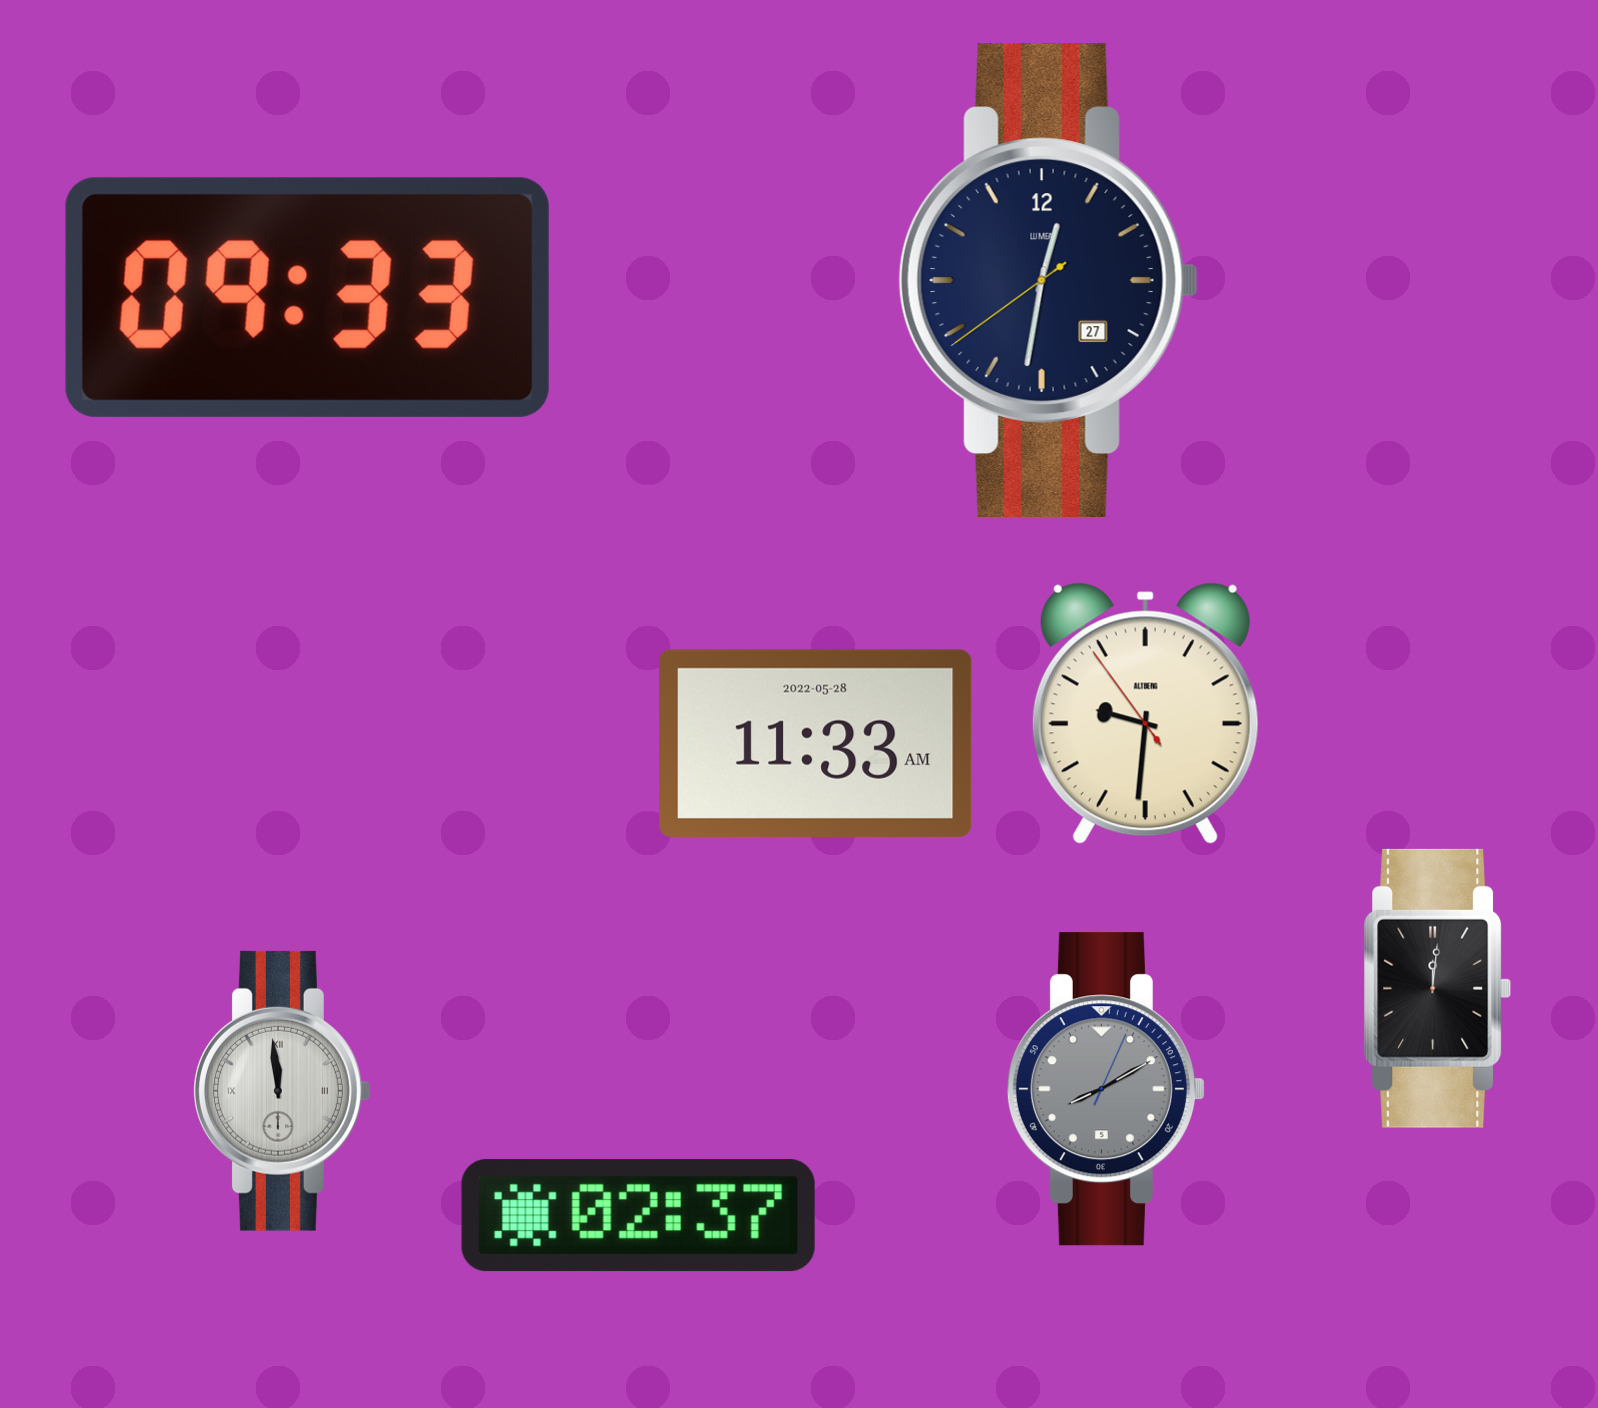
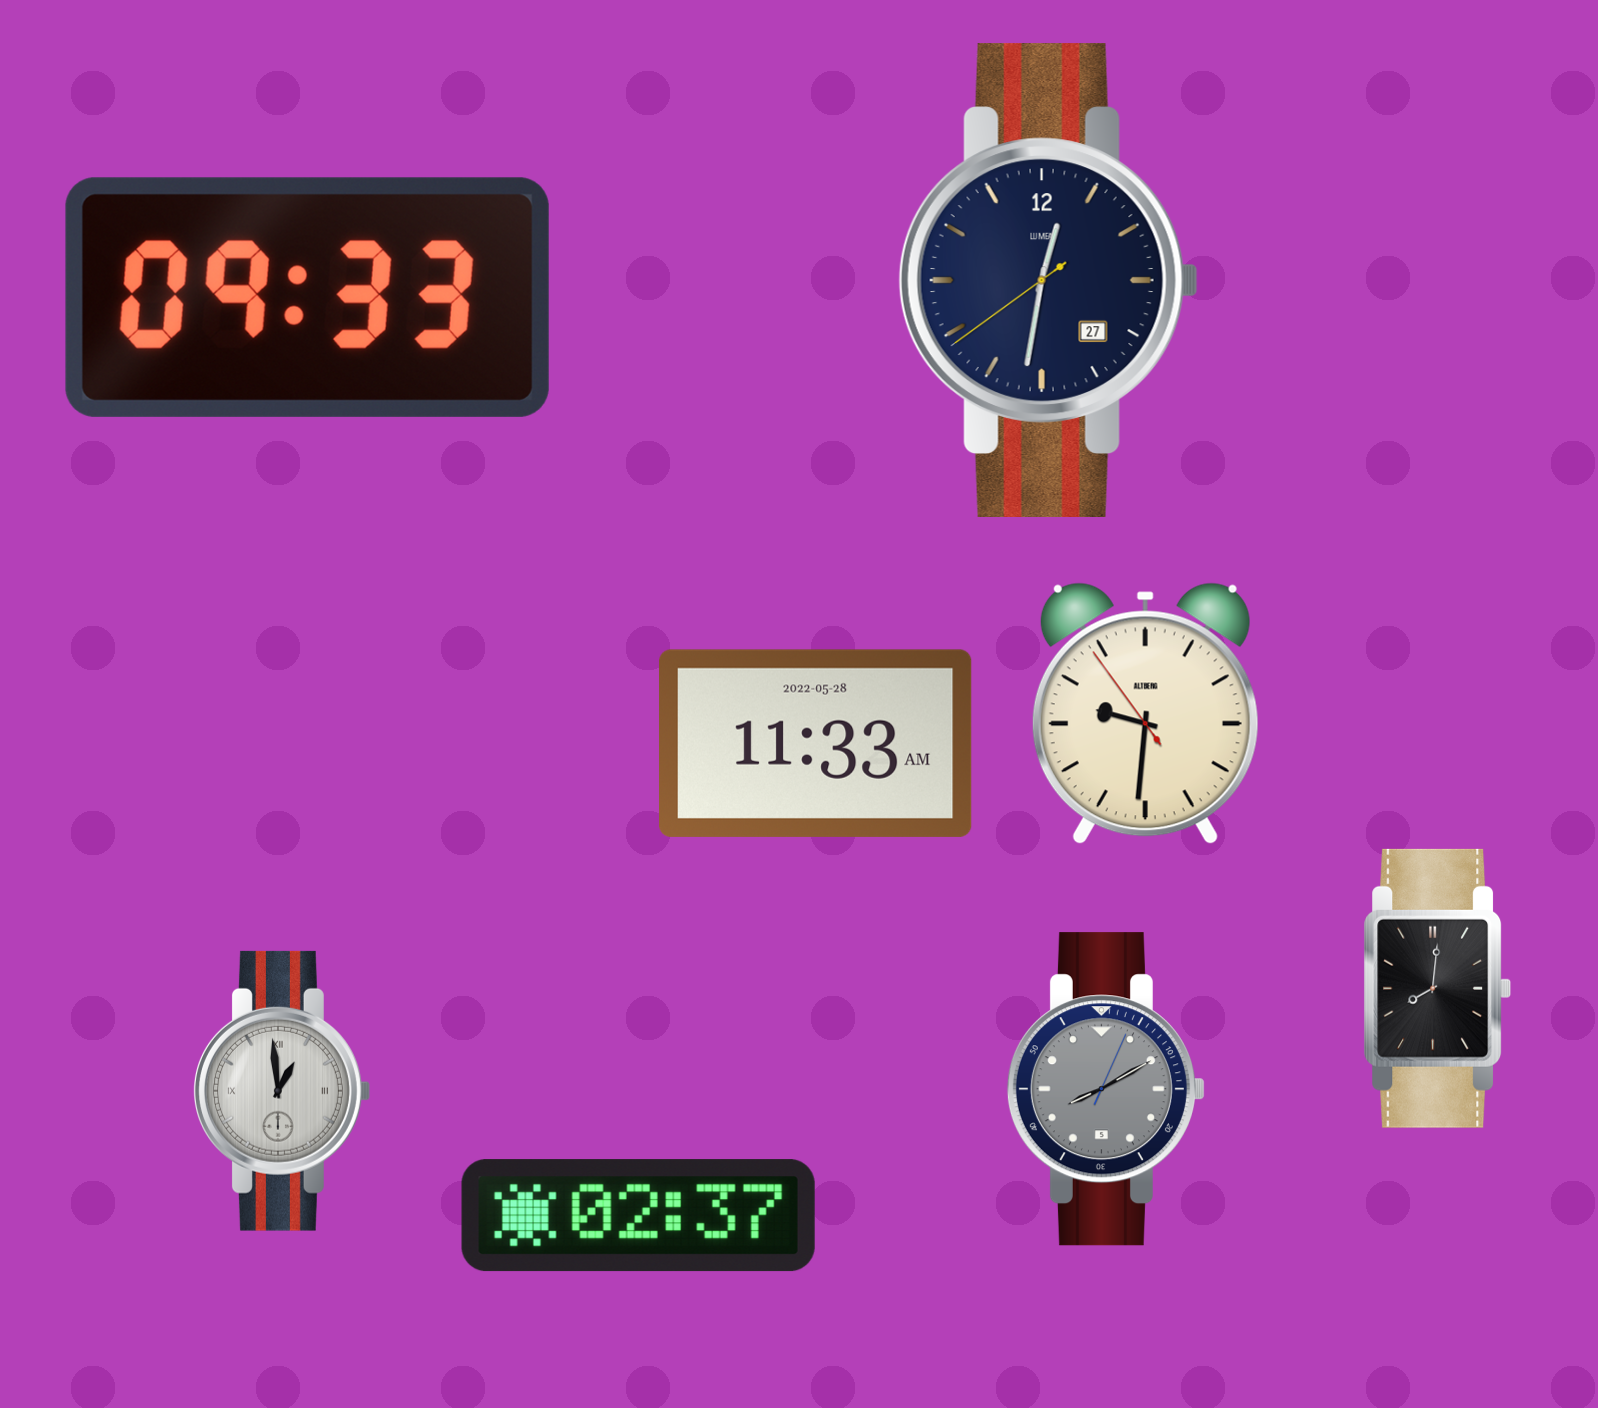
clock at (1438, 988): 12:01 -> 8:01
clock at (282, 1091): 11:59 -> 12:59
